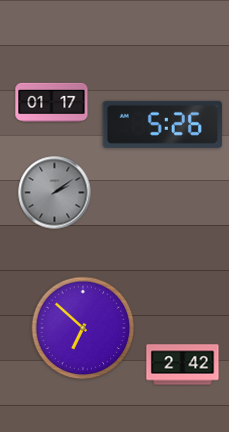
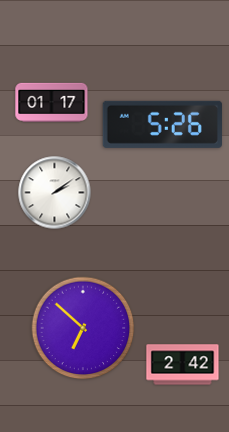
clock at (55, 193) dial: grey -> white
